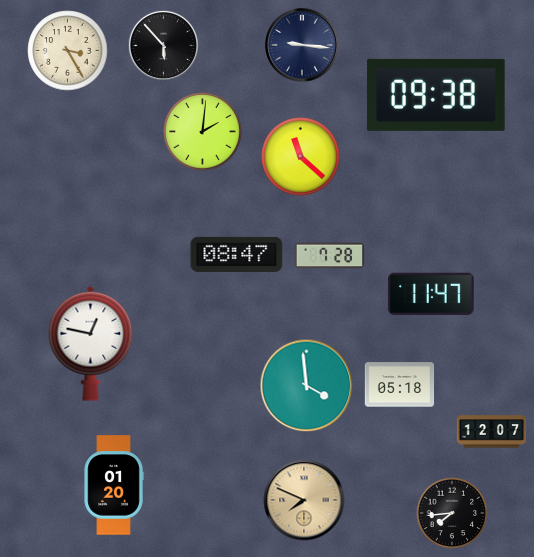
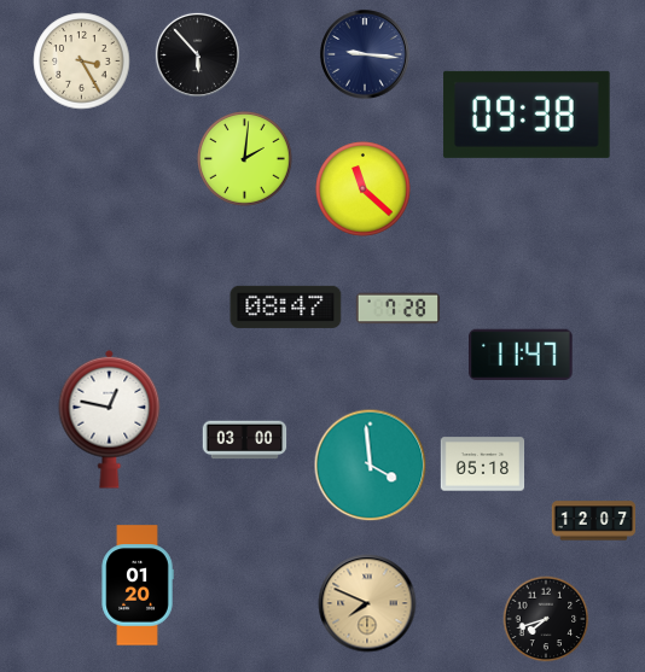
clock at (91, 343) position: (91, 343) -> (110, 419)
clock at (245, 440): none -> 03:00
clock at (452, 513): 7:44 -> 7:42
